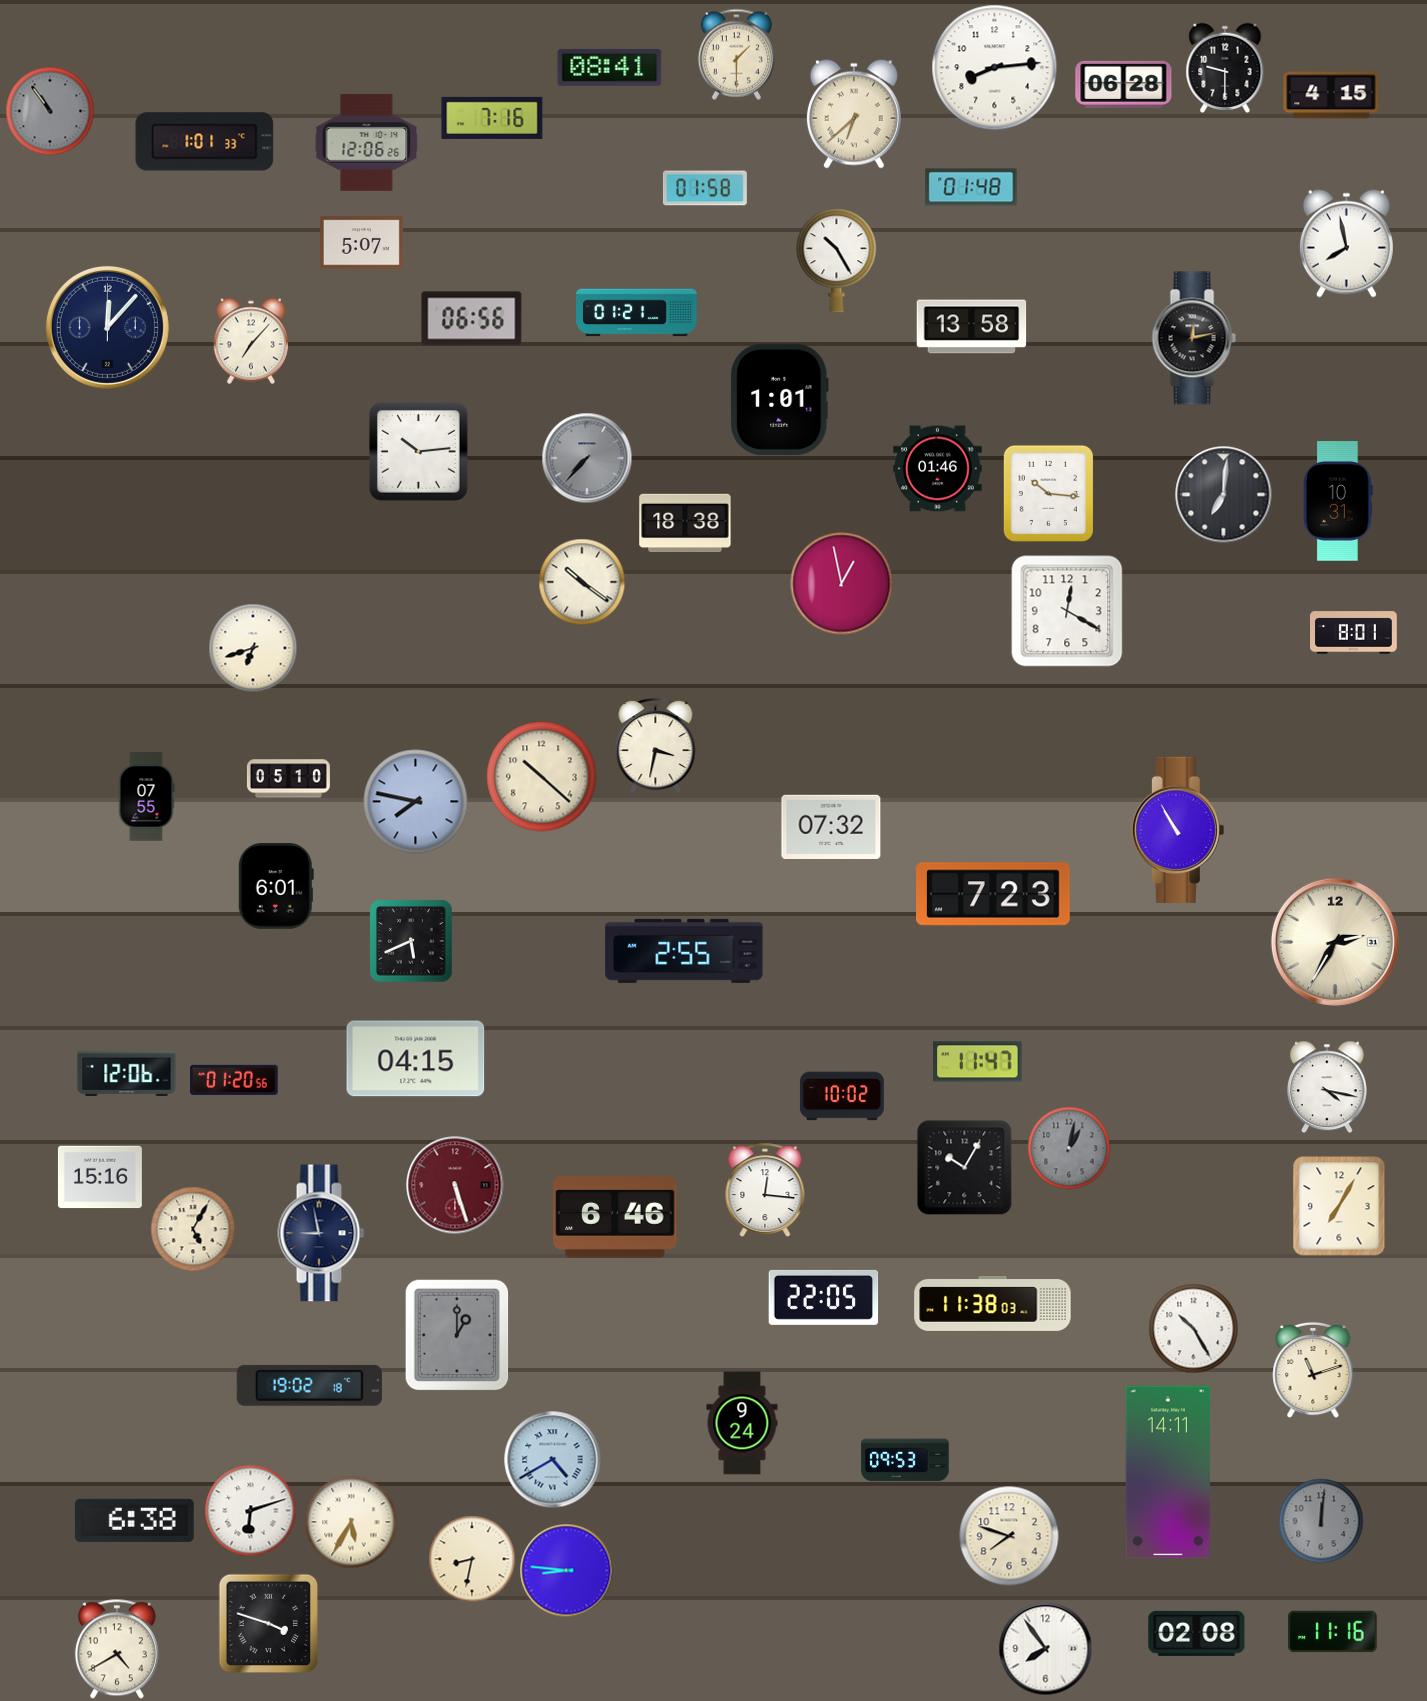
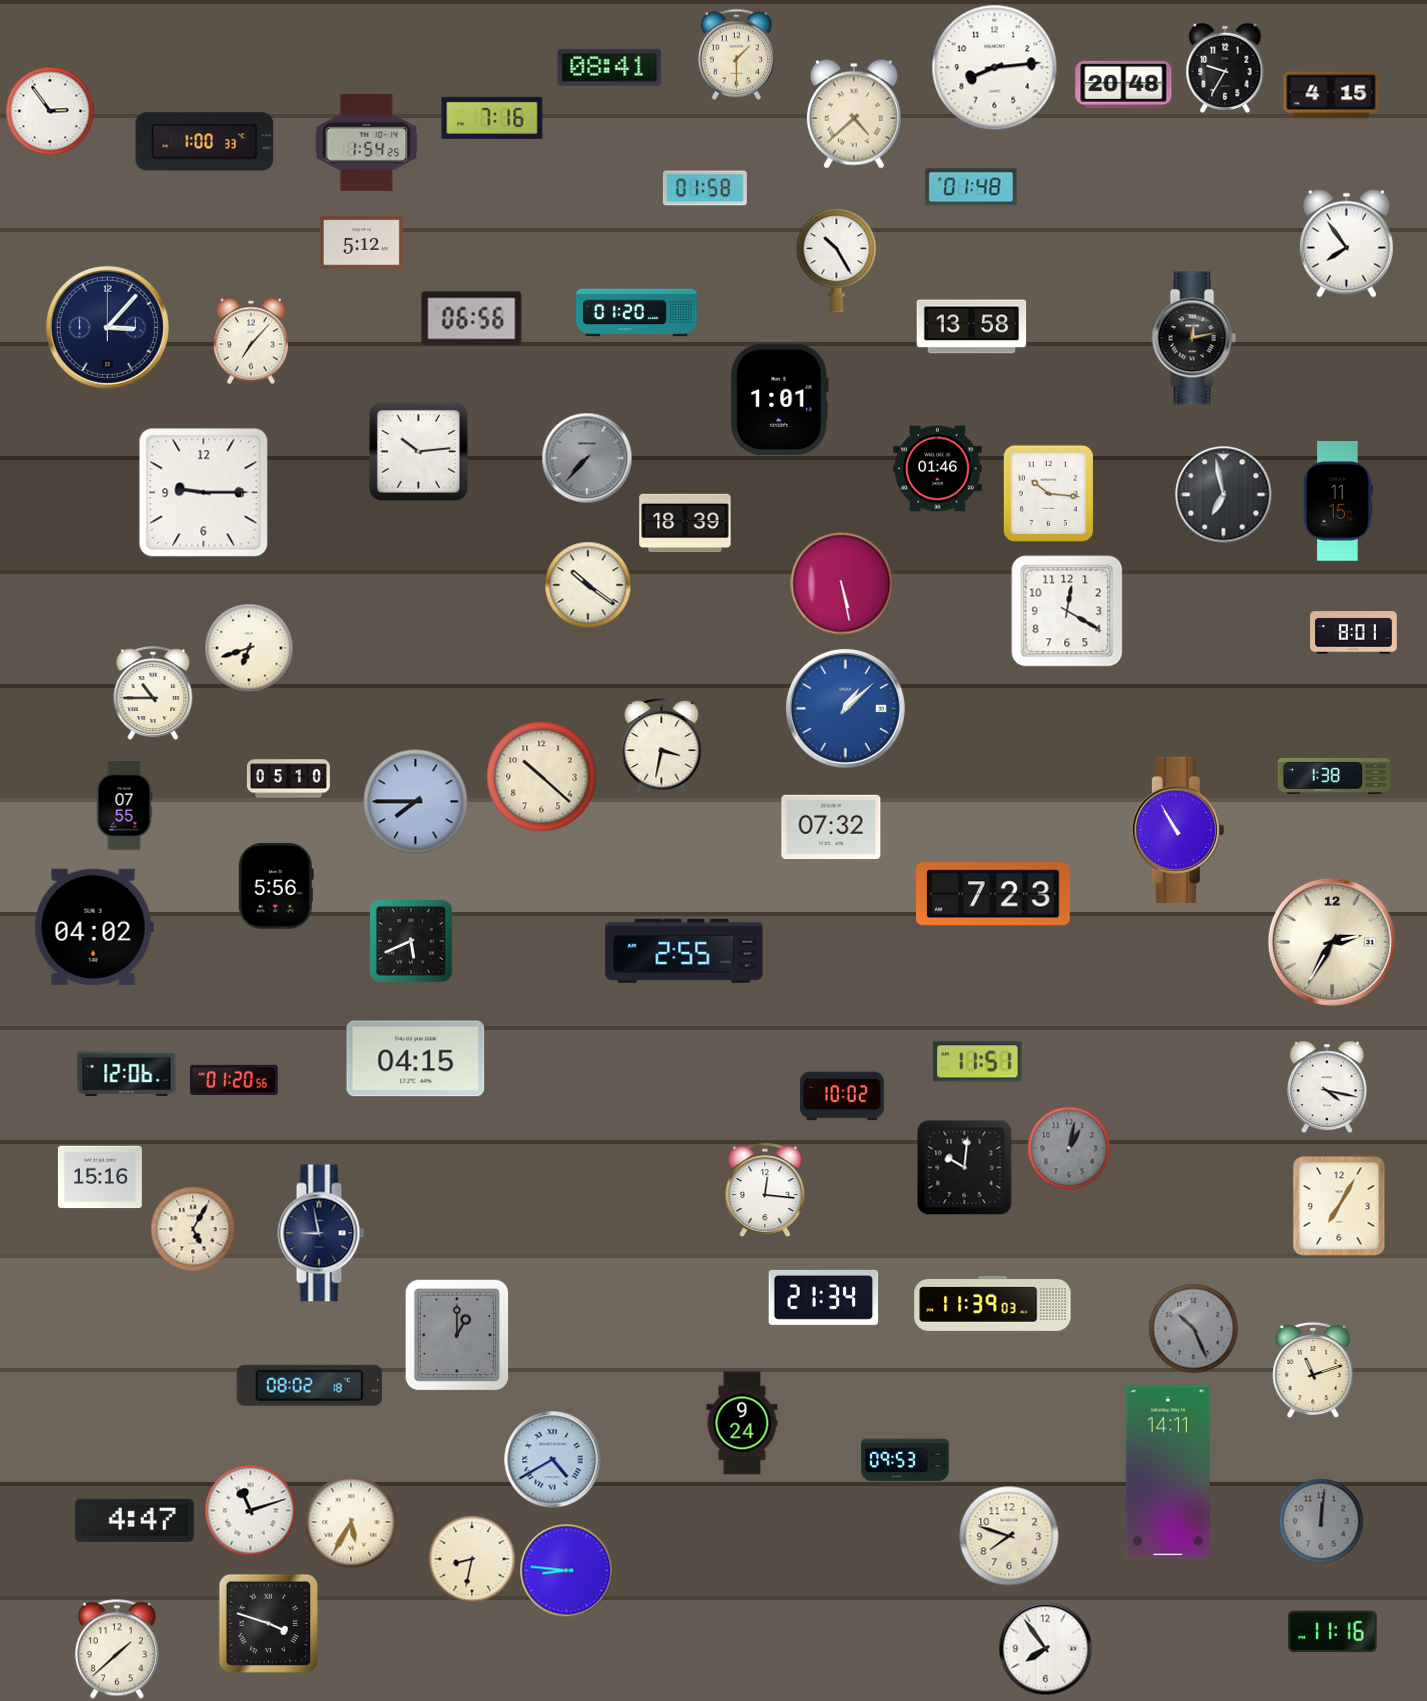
clock at (1225, 68): 9:30 -> 9:35
clock at (1124, 84): 06:28 -> 20:48
clock at (50, 111): 10:54 -> 2:54
clock at (50, 111) dial: grey -> white
clock at (854, 114): 6:38 -> 4:38
clock at (205, 142): 1:01 -> 1:00
clock at (367, 142): 12:06 -> 1:54
clock at (361, 243): 5:07 -> 5:12
clock at (1346, 243): 7:58 -> 7:54
clock at (637, 313): 01:21 -> 01:20
clock at (107, 327): 12:07 -> 3:07
clock at (204, 493): none -> 9:15
clock at (1224, 495): 7:01 -> 6:58
clock at (1339, 501): 10:31 -> 11:15
clock at (685, 523): 18:38 -> 18:39
clock at (582, 582) position: (582, 582) -> (588, 585)
clock at (842, 584): 12:58 -> 5:28
clock at (253, 648) position: (253, 648) -> (249, 648)
clock at (153, 693): none -> 10:45
clock at (845, 708): none -> 1:08
clock at (656, 747) position: (656, 747) -> (662, 747)
clock at (1333, 776): none -> 1:38
clock at (146, 797) position: (146, 797) -> (124, 806)
clock at (416, 802): 7:47 -> 7:45
clock at (276, 886): 6:01 -> 5:56
clock at (94, 927): none -> 04:02
clock at (1335, 942) position: (1335, 942) -> (1332, 942)
clock at (978, 1062): 11:47 -> 11:51
clock at (965, 1168): 10:05 -> 10:01
clock at (455, 1185): 5:27 -> none
clock at (615, 1217): 6:46 -> none
clock at (824, 1297): 22:05 -> 21:34
clock at (993, 1303): 11:38 -> 11:39
clock at (1194, 1329): 10:25 -> 10:26
clock at (1194, 1329) dial: white -> grey
clock at (309, 1385): 19:02 -> 08:02
clock at (251, 1511): 6:12 -> 11:12
clock at (134, 1520): 6:38 -> 4:47
clock at (1197, 1633): 02:08 -> none
clock at (117, 1649): 4:40 -> 1:38
